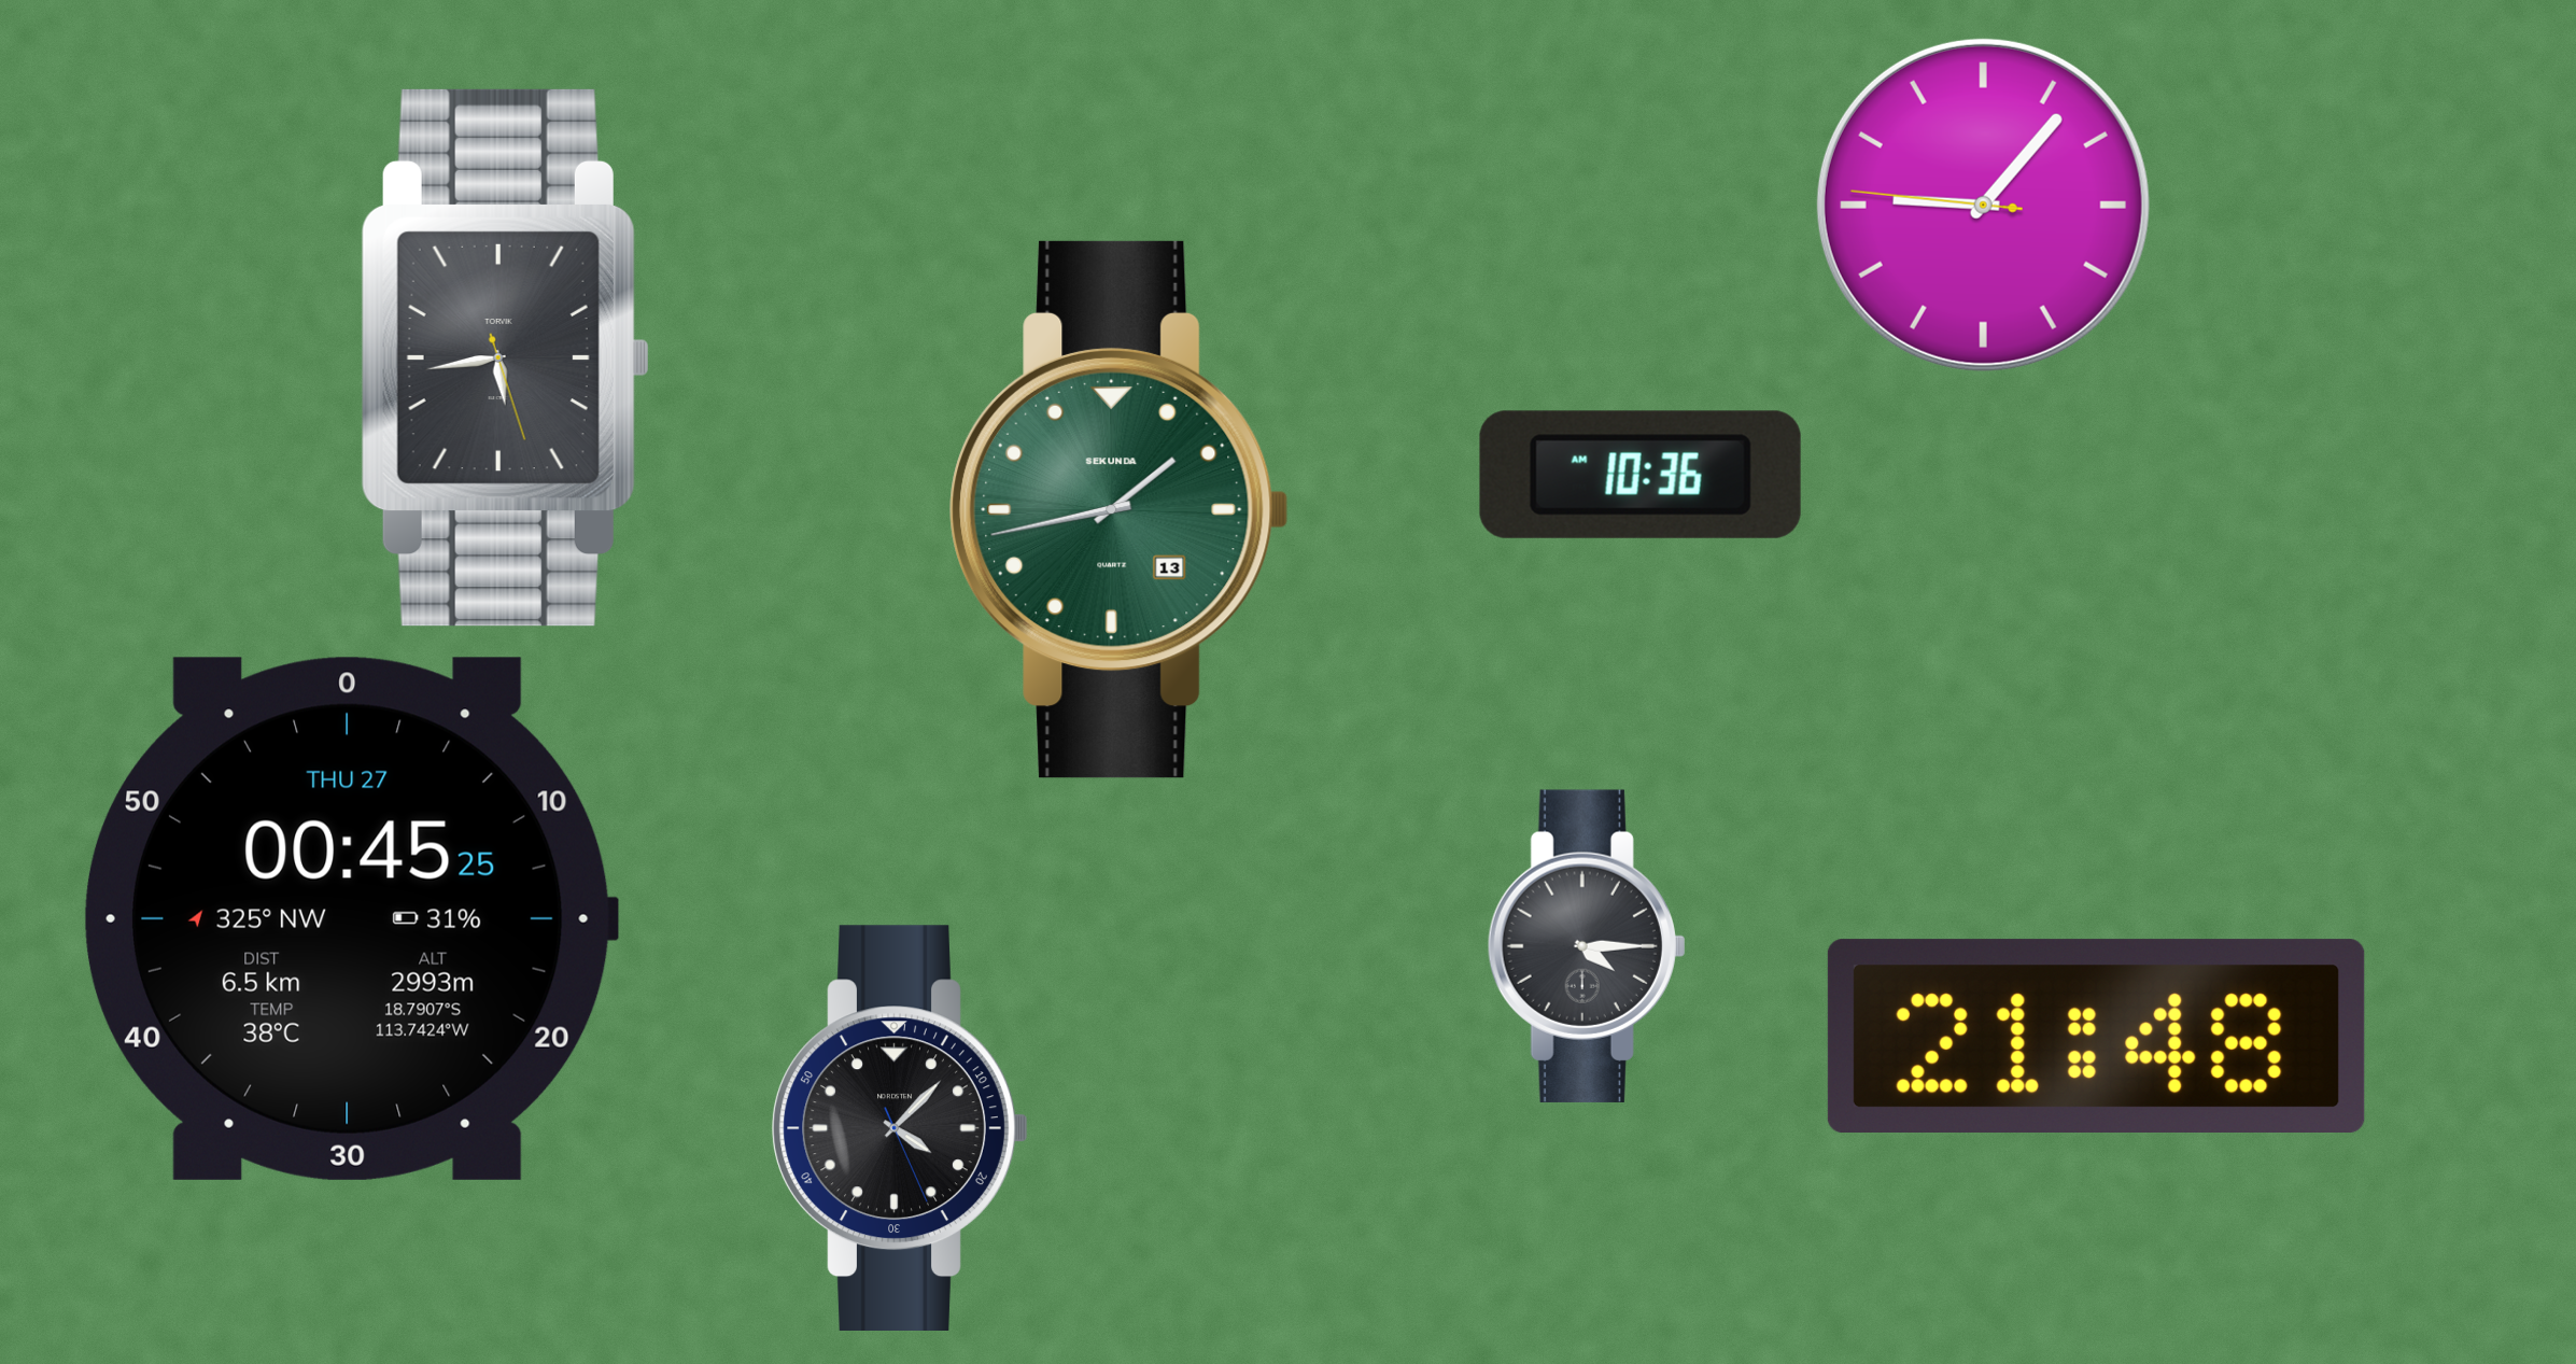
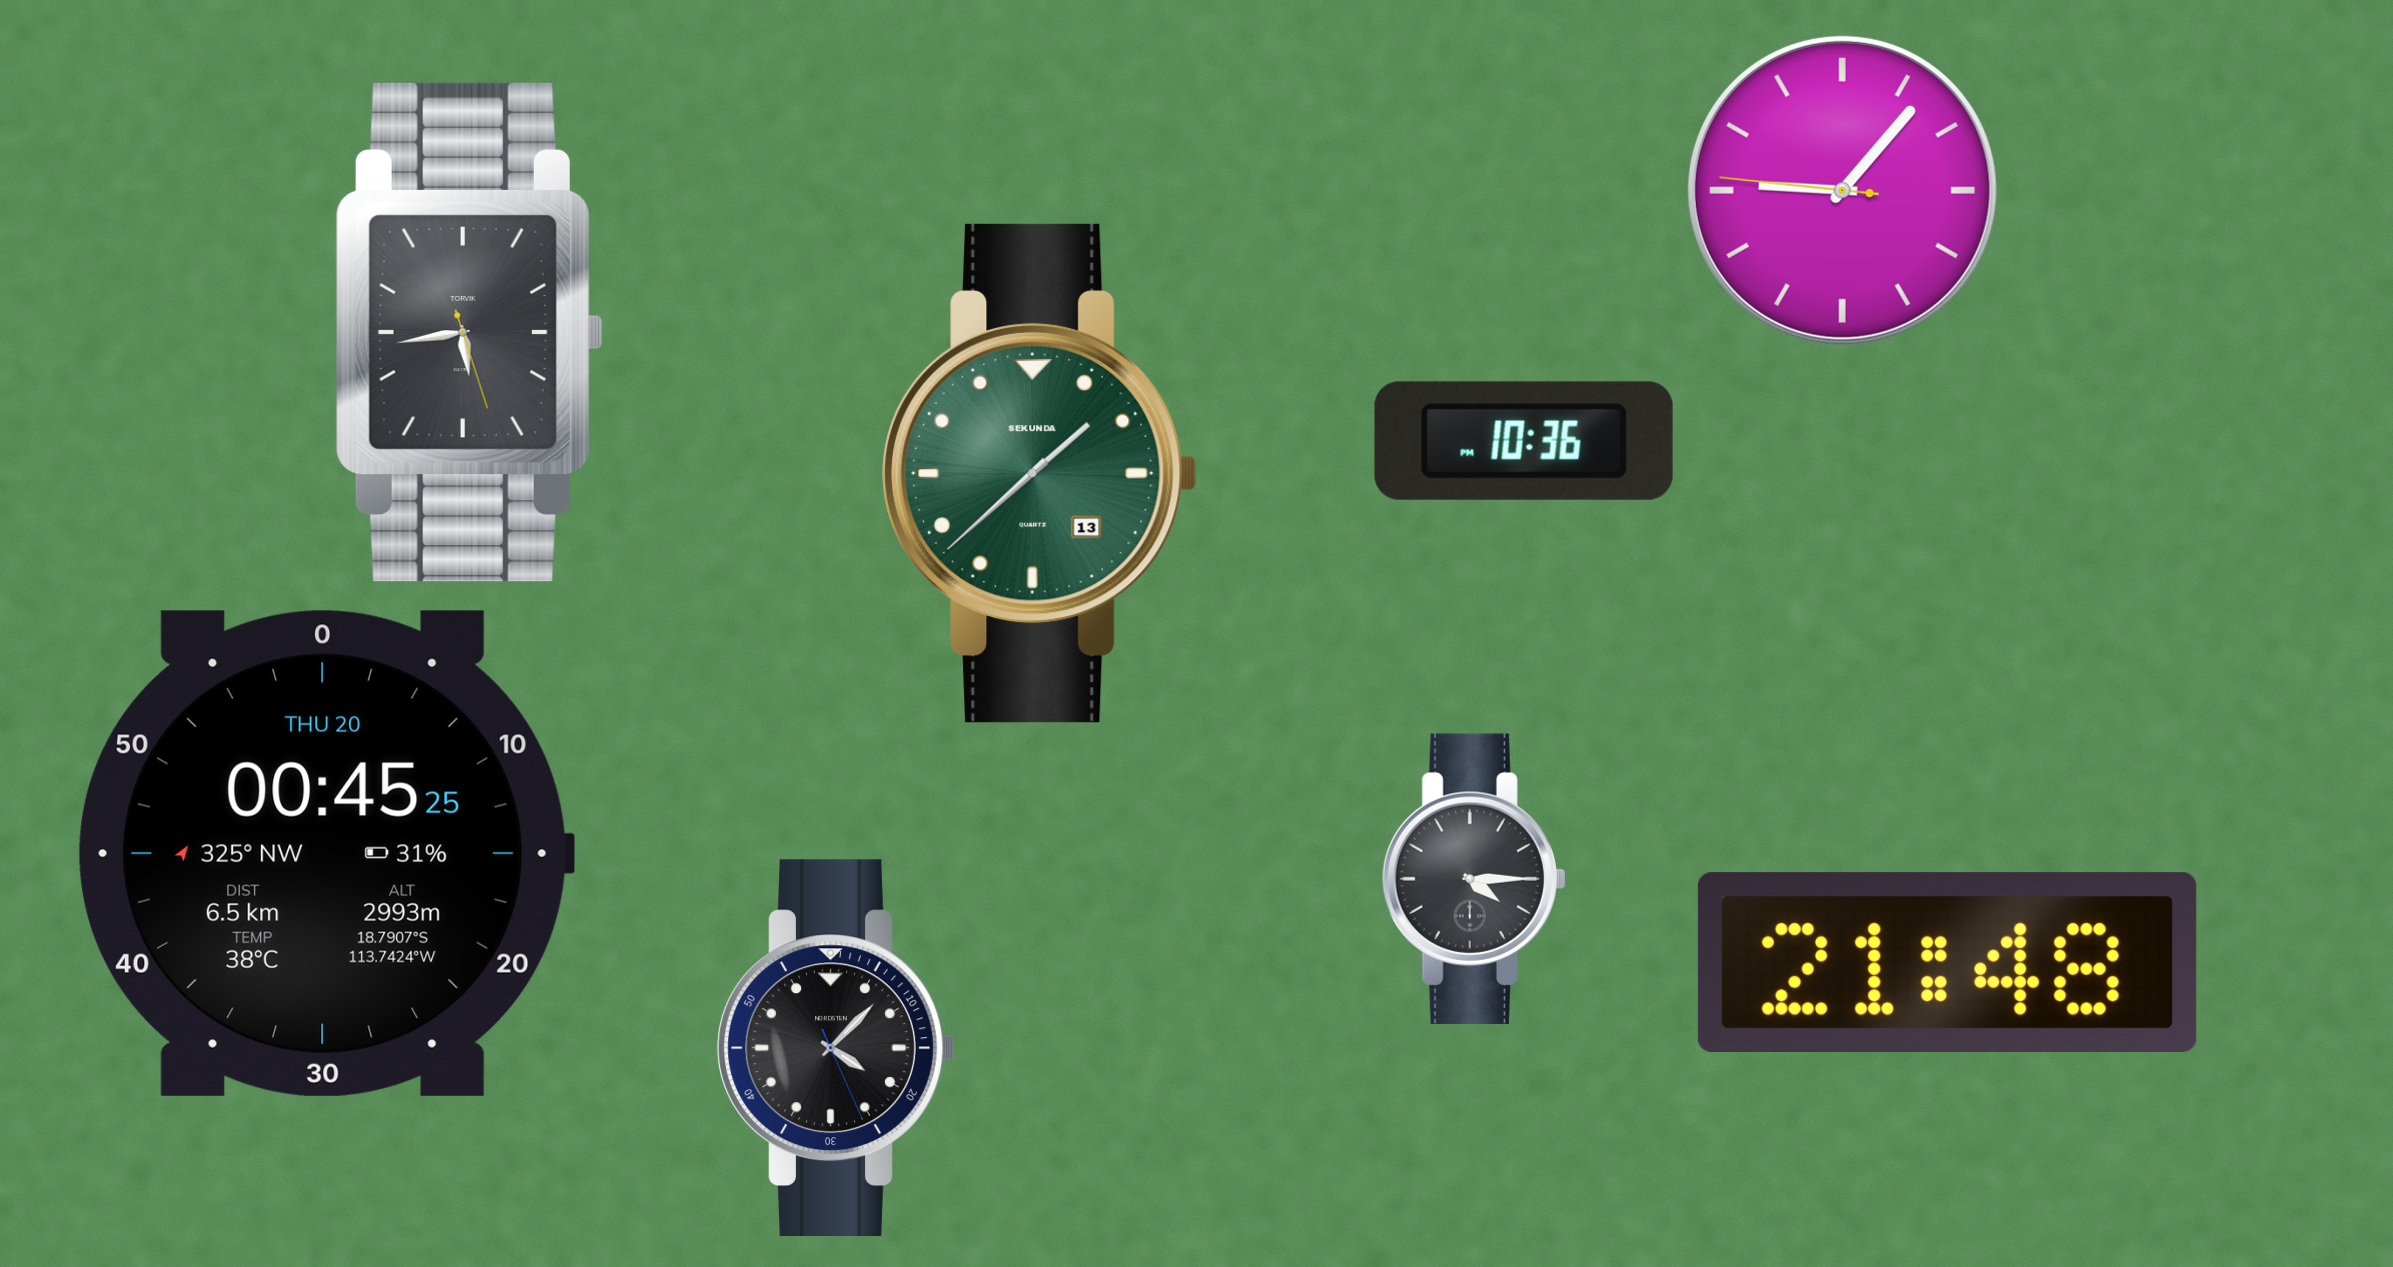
clock at (1641, 475): 10:36 AM -> 10:36 PM
clock at (1120, 509): 1:43 -> 1:38
clock at (351, 918) date: THU 27 -> THU 20
